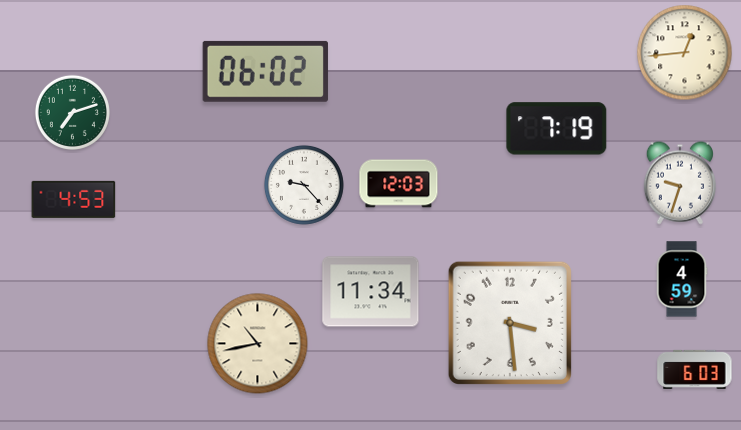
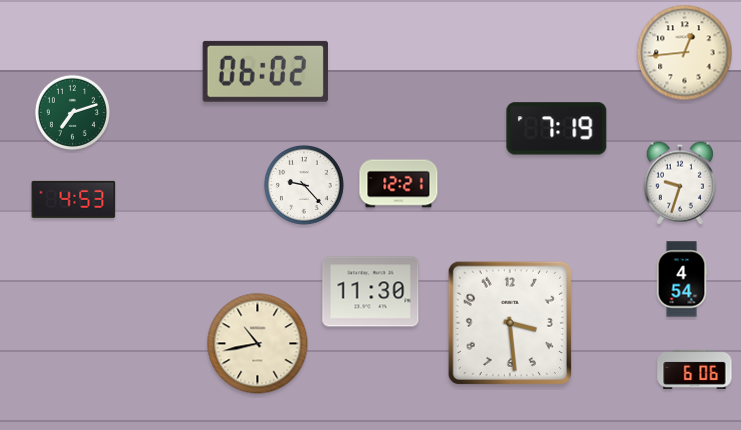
clock at (399, 184): 12:03 -> 12:21
clock at (682, 279): 4:59 -> 4:54
clock at (371, 292): 11:34 -> 11:30
clock at (695, 369): 6:03 -> 6:06
